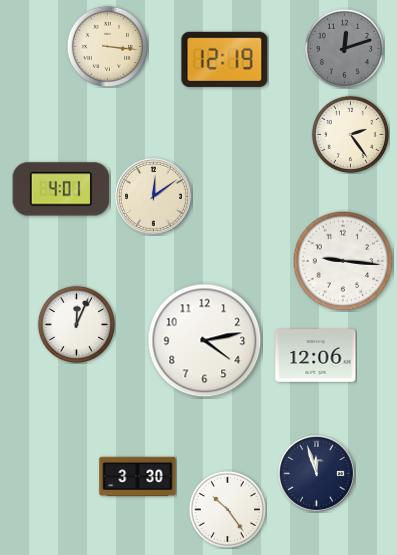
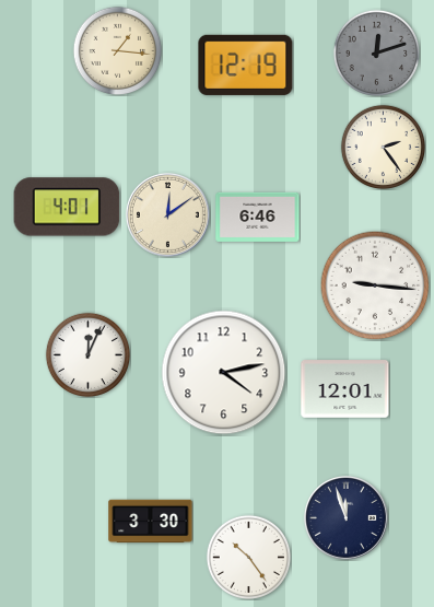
clock at (107, 46): 3:16 -> 1:16
clock at (258, 217): none -> 6:46
clock at (76, 324) position: (76, 324) -> (87, 354)
clock at (316, 356): 12:06 -> 12:01
